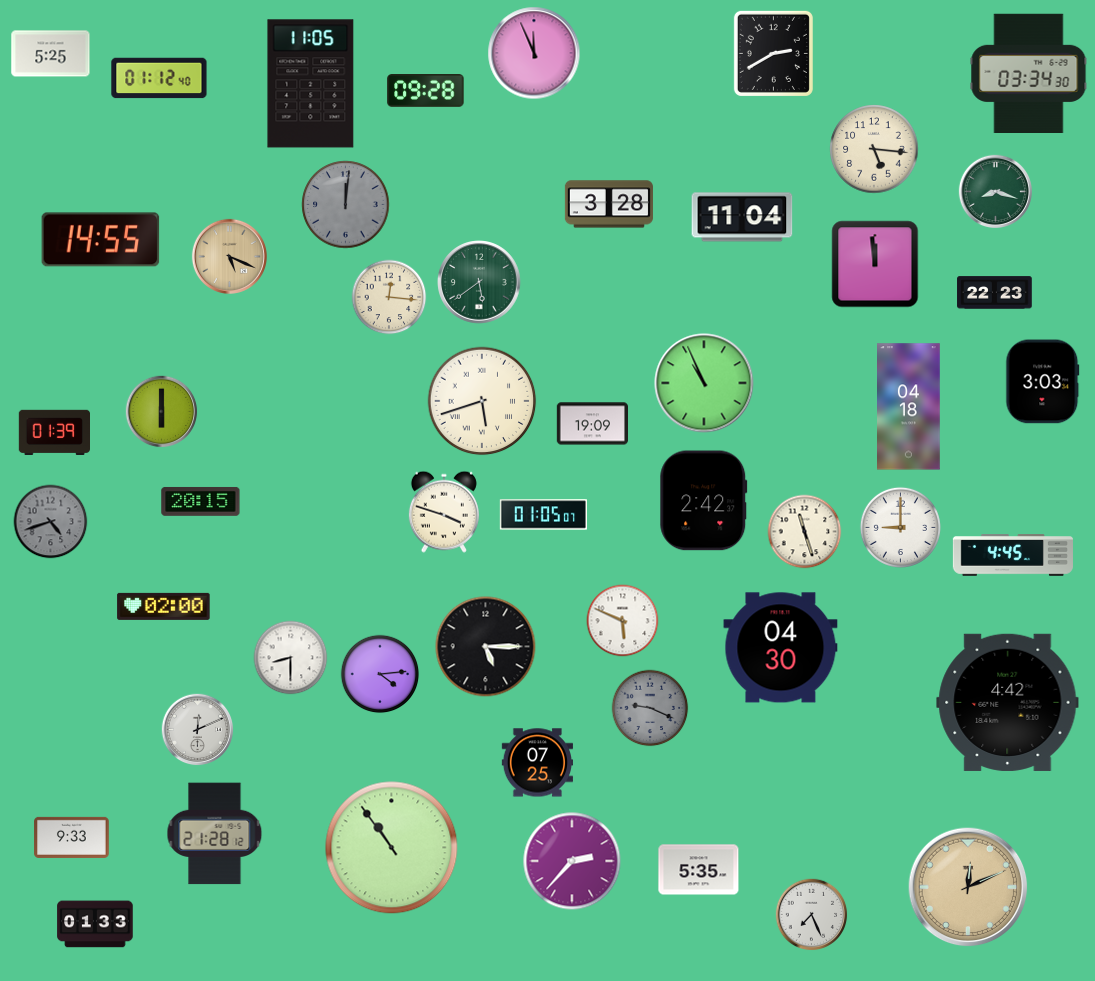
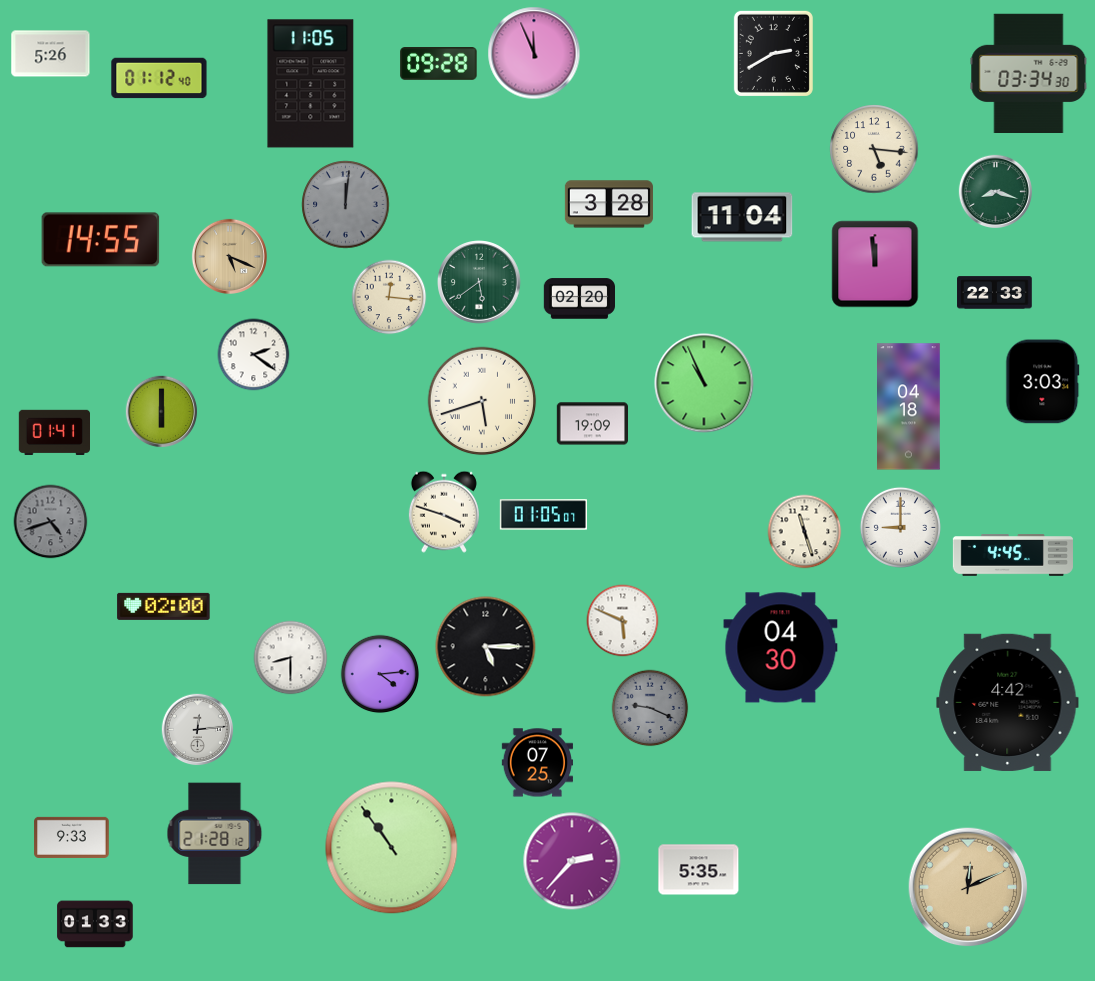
clock at (51, 54): 5:25 -> 5:26
clock at (426, 91) position: (426, 91) -> (439, 64)
clock at (995, 293): 22:23 -> 22:33
clock at (579, 299): none -> 02:20
clock at (254, 355): none -> 2:21
clock at (54, 432): 01:39 -> 01:41
clock at (201, 501): 20:15 -> none
clock at (704, 501): 2:42 -> none
clock at (198, 730): 12:11 -> 12:14
clock at (812, 915): 7:26 -> none
